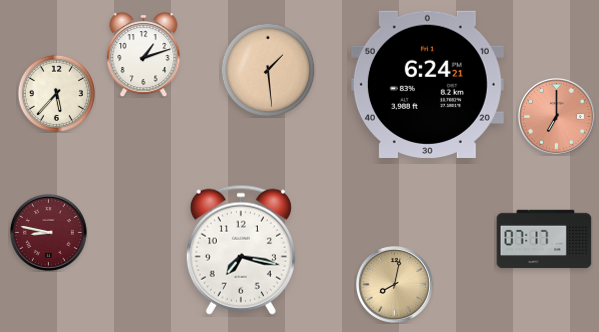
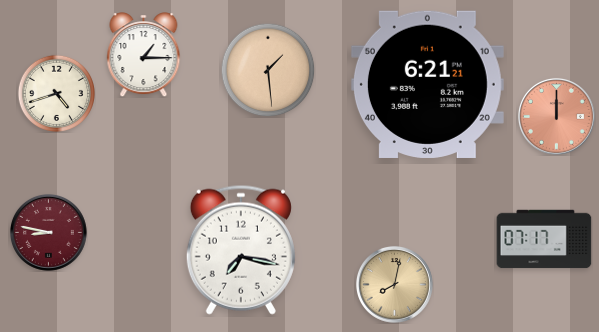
clock at (144, 55): 1:12 -> 1:15
clock at (427, 84): 6:24 -> 6:21
clock at (56, 93): 5:37 -> 4:42
clock at (556, 116): 7:00 -> 12:00
